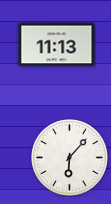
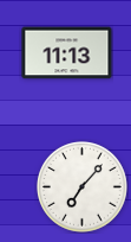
clock at (70, 158): 6:07 -> 7:07
